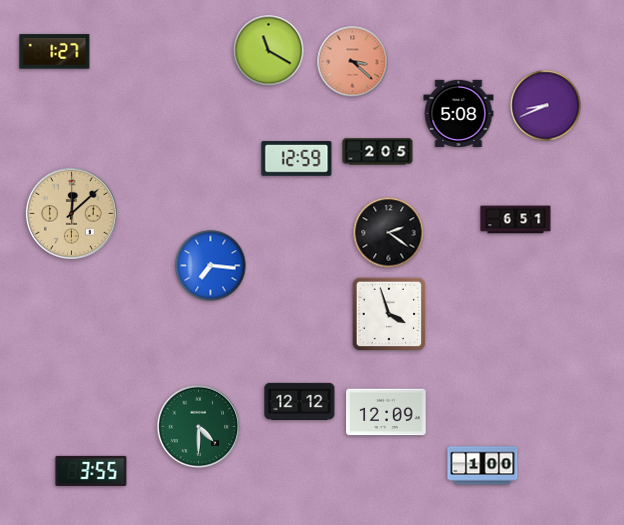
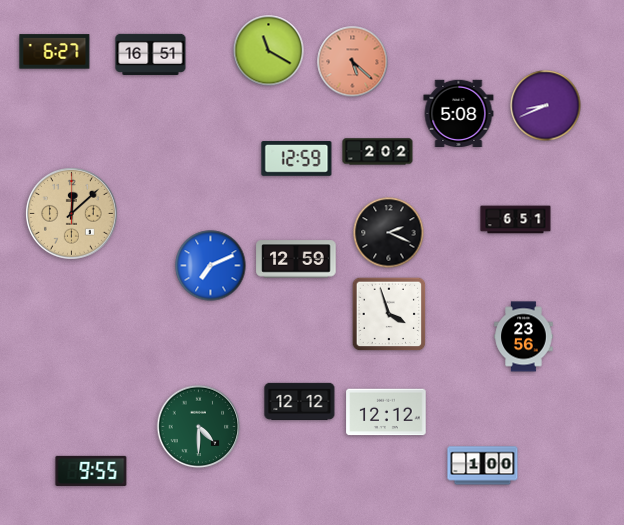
clock at (55, 52): 1:27 -> 6:27
clock at (151, 54): none -> 16:51
clock at (353, 62): 3:22 -> 5:22
clock at (378, 152): 2:05 -> 2:02
clock at (389, 233): 2:21 -> 2:19
clock at (296, 259): none -> 12:59
clock at (211, 266): 7:16 -> 7:11
clock at (524, 337): none -> 23:56
clock at (386, 412): 12:09 -> 12:12
clock at (91, 471): 3:55 -> 9:55
